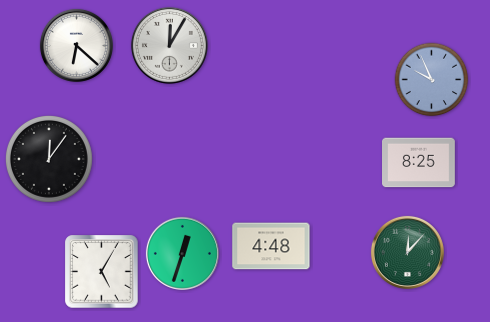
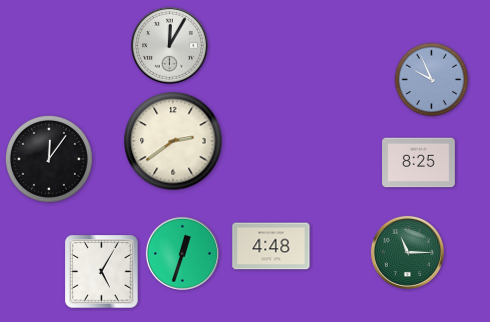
clock at (76, 45): 6:22 -> none
clock at (173, 141): none -> 2:39
clock at (407, 252): 12:07 -> 11:15
